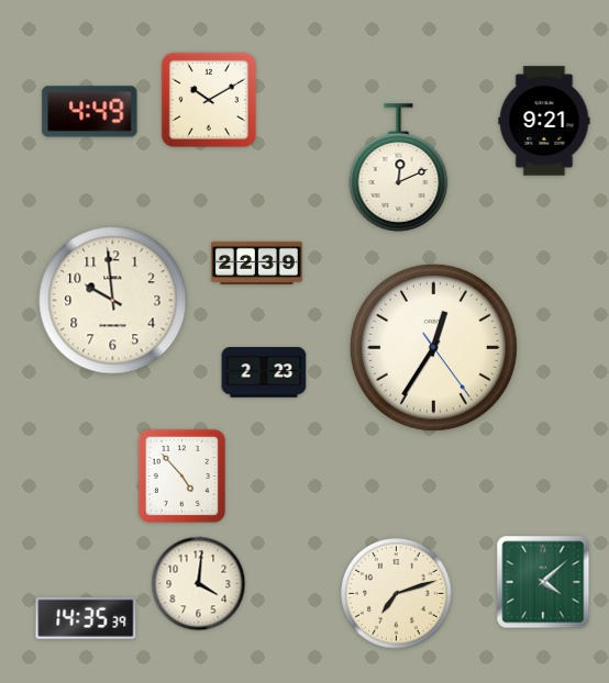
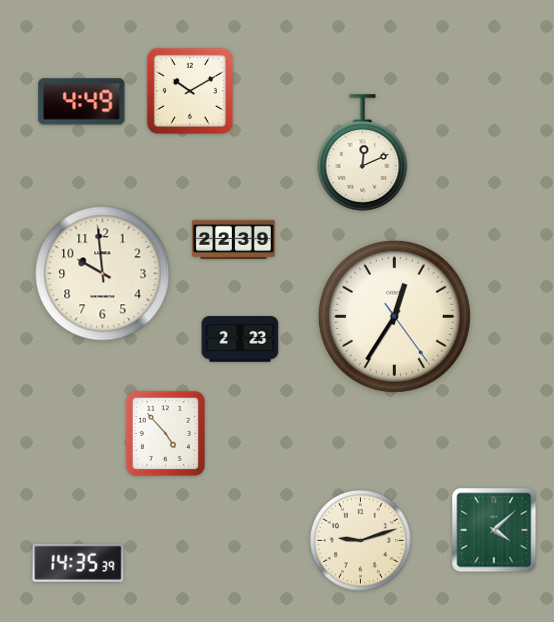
clock at (544, 121): 9:21 -> none
clock at (199, 584): 4:01 -> none
clock at (397, 594): 7:12 -> 9:12
